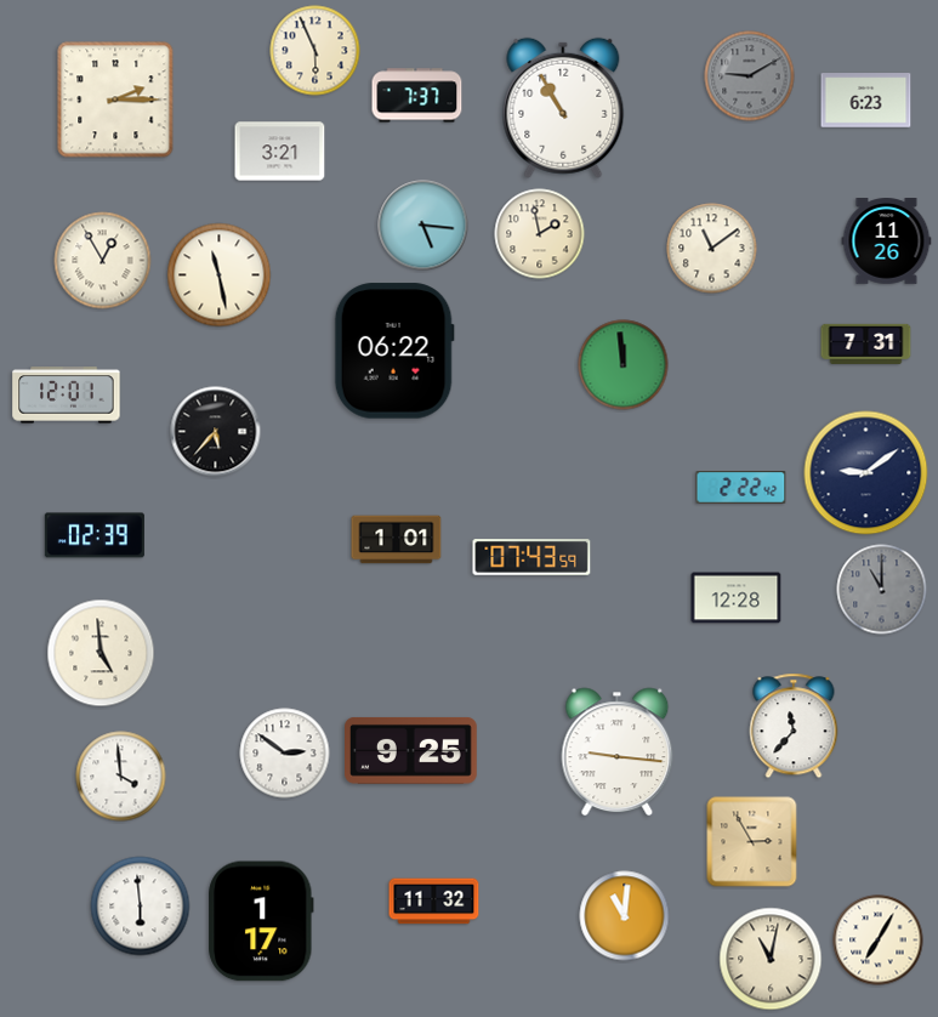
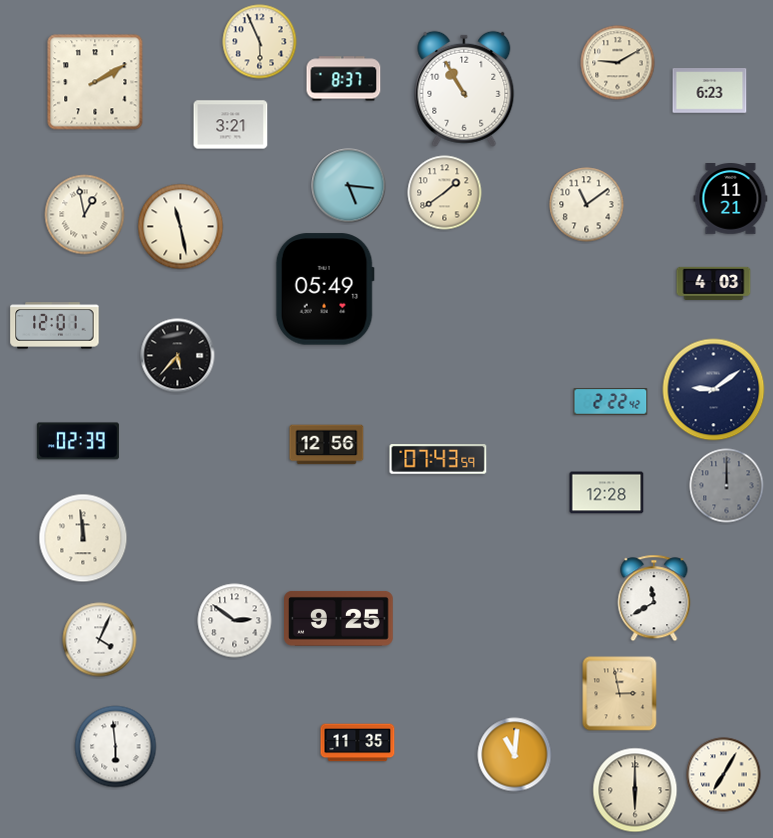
clock at (750, 76) dial: grey -> cream
clock at (417, 96): 7:37 -> 8:37
clock at (115, 100): 2:15 -> 2:10
clock at (866, 101) position: (866, 101) -> (710, 91)
clock at (540, 234): 1:58 -> 1:39
clock at (887, 242): 11:26 -> 11:21
clock at (103, 261): 12:55 -> 12:58
clock at (866, 343): 7:31 -> 4:03
clock at (394, 351): 06:22 -> 05:49
clock at (624, 365): 11:59 -> none
clock at (397, 540): 1:01 -> 12:56
clock at (882, 590): 11:00 -> 12:00
clock at (101, 653): 4:59 -> 11:59
clock at (794, 726): 11:37 -> 11:40
clock at (618, 752): 9:16 -> none
clock at (121, 777): 3:59 -> 4:04
clock at (752, 842): 2:55 -> 2:58
clock at (434, 902): 11:32 -> 11:35
clock at (261, 921): 1:17 -> none
clock at (771, 959): 11:02 -> 6:00
